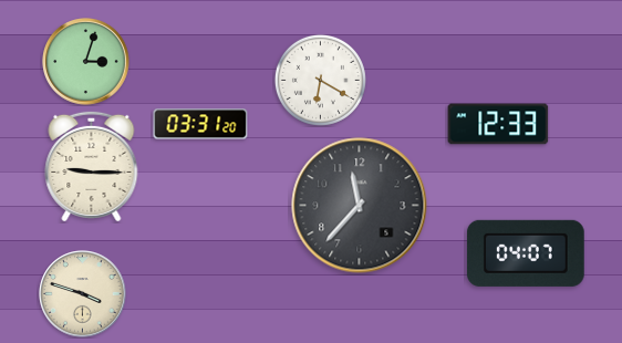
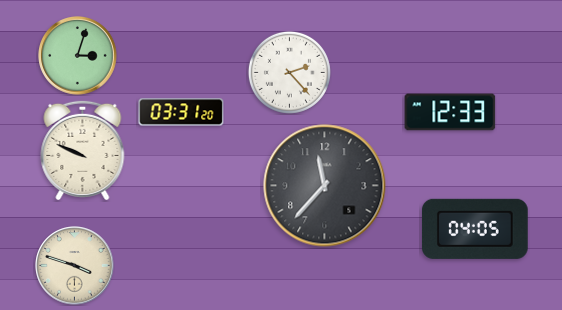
clock at (320, 80): 6:20 -> 2:23
clock at (92, 165): 9:15 -> 9:49
clock at (526, 253): 04:07 -> 04:05
